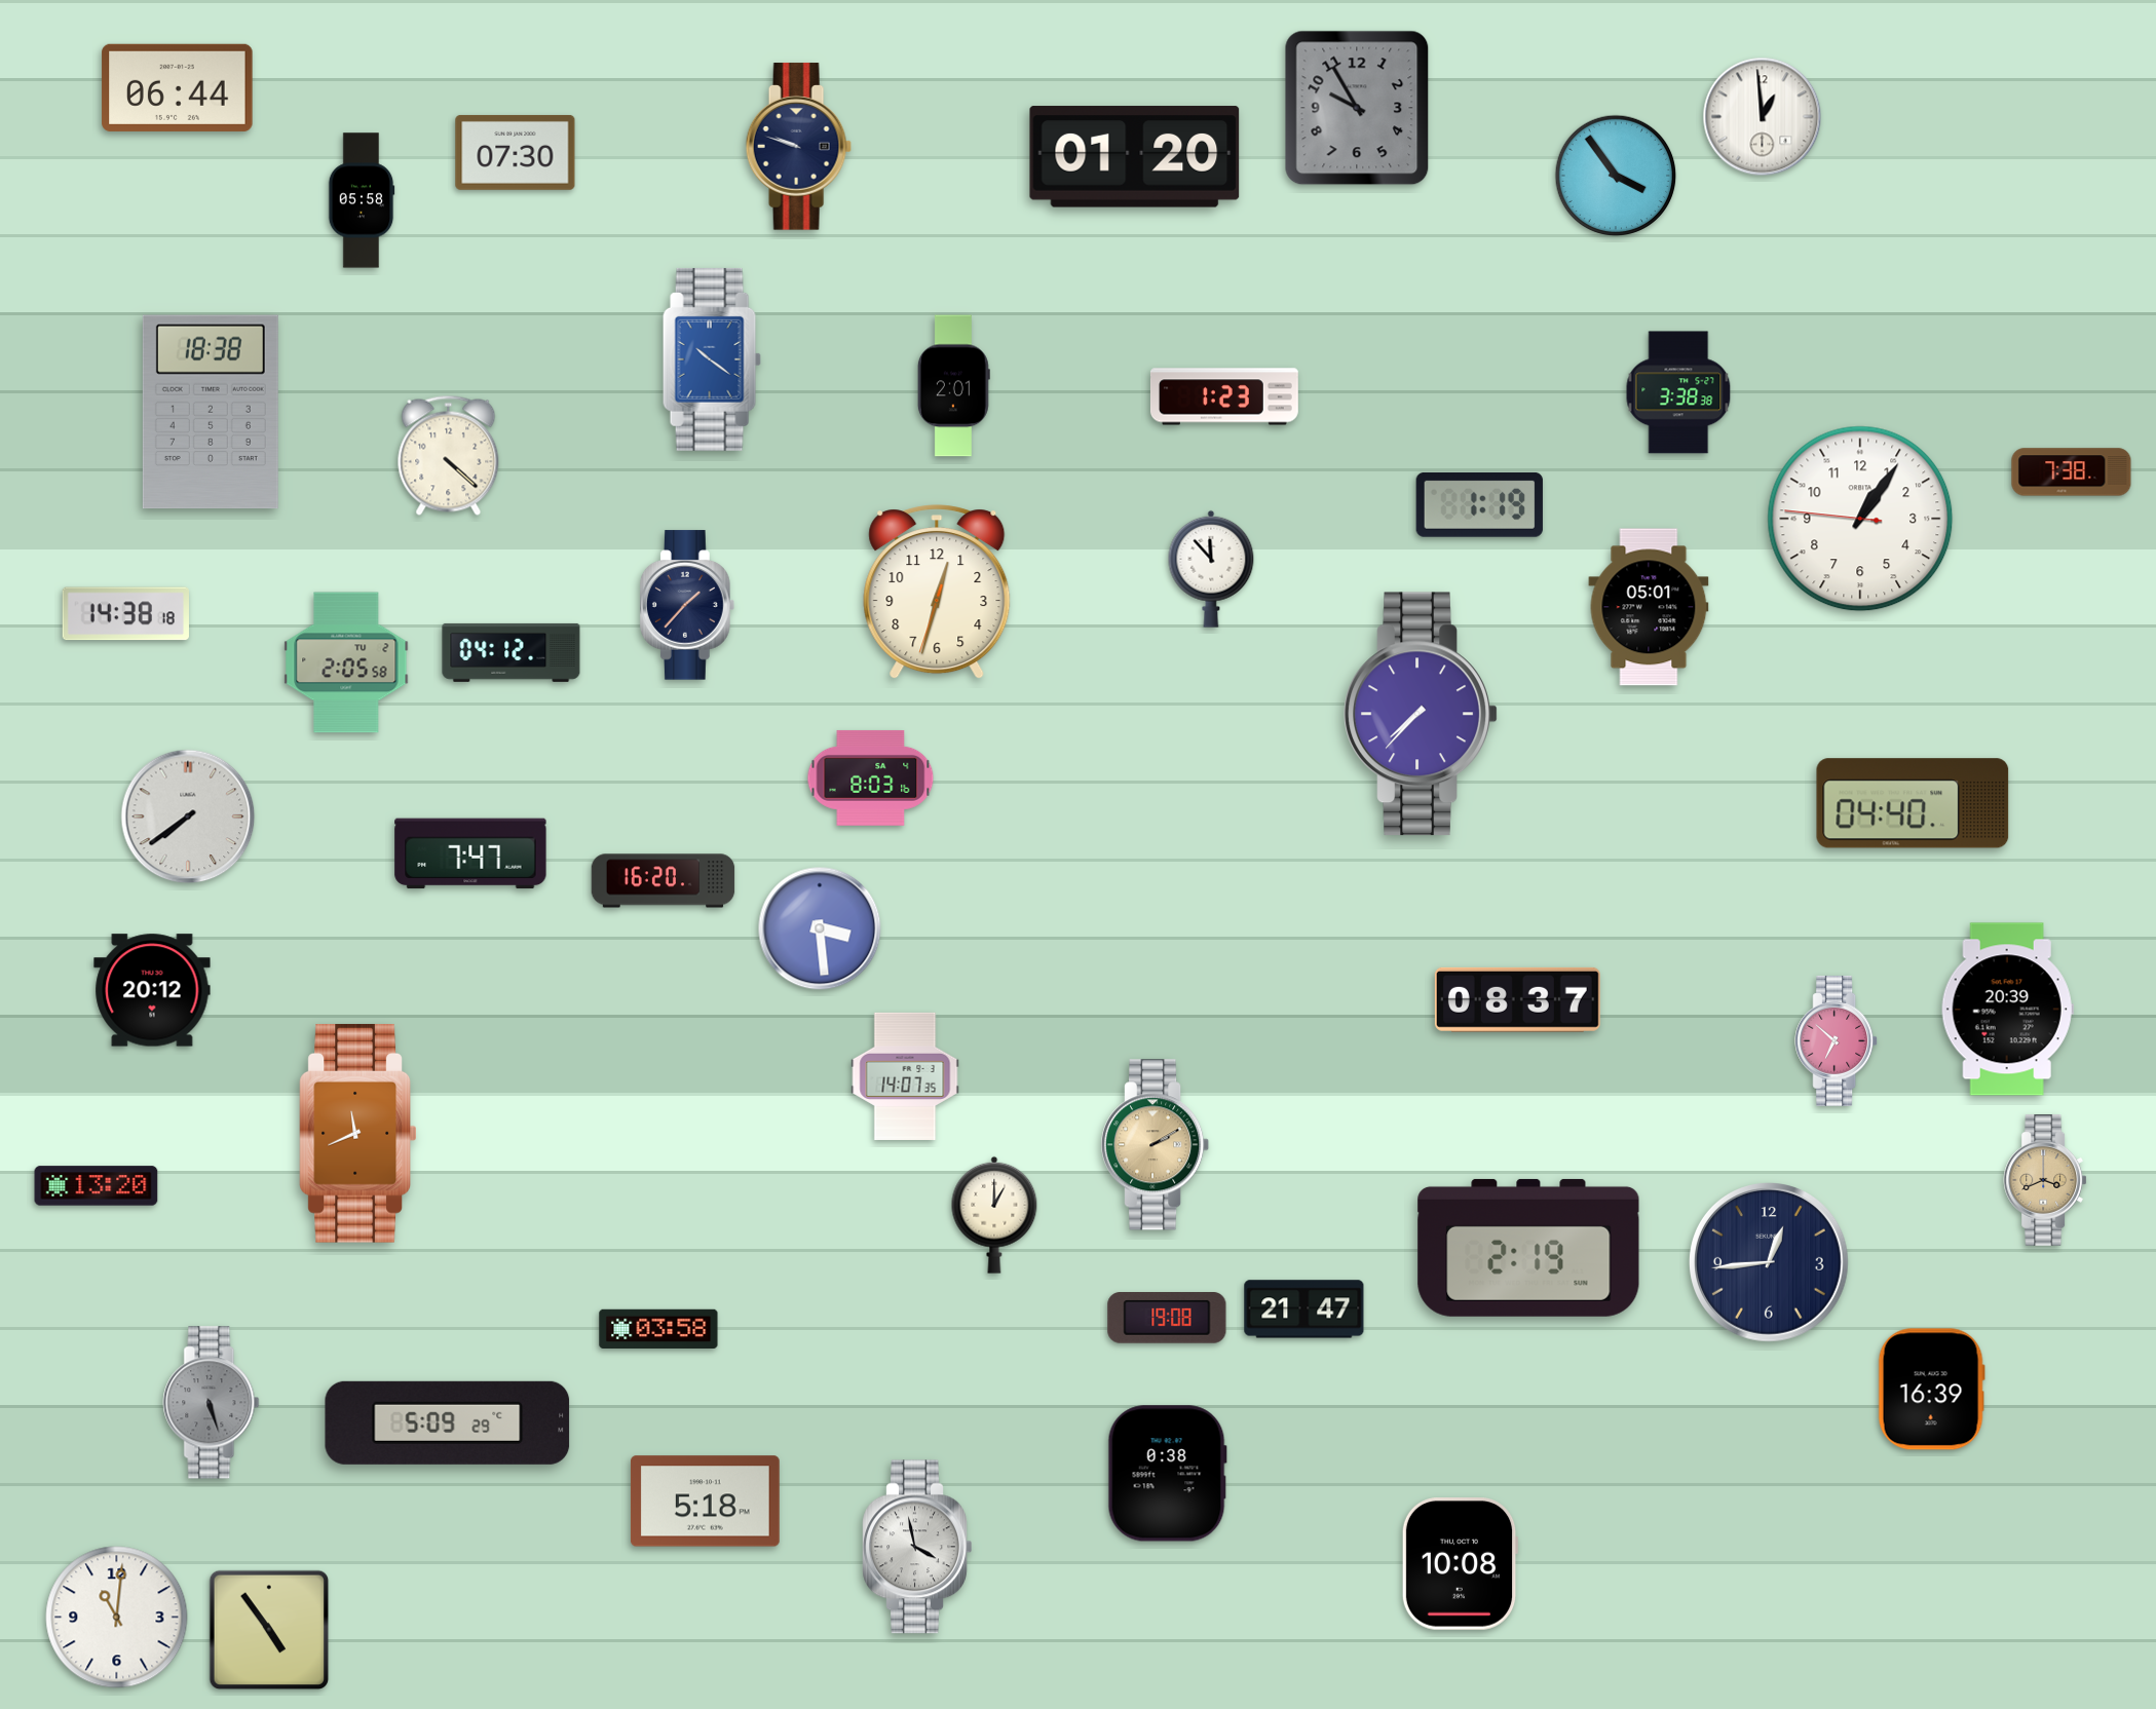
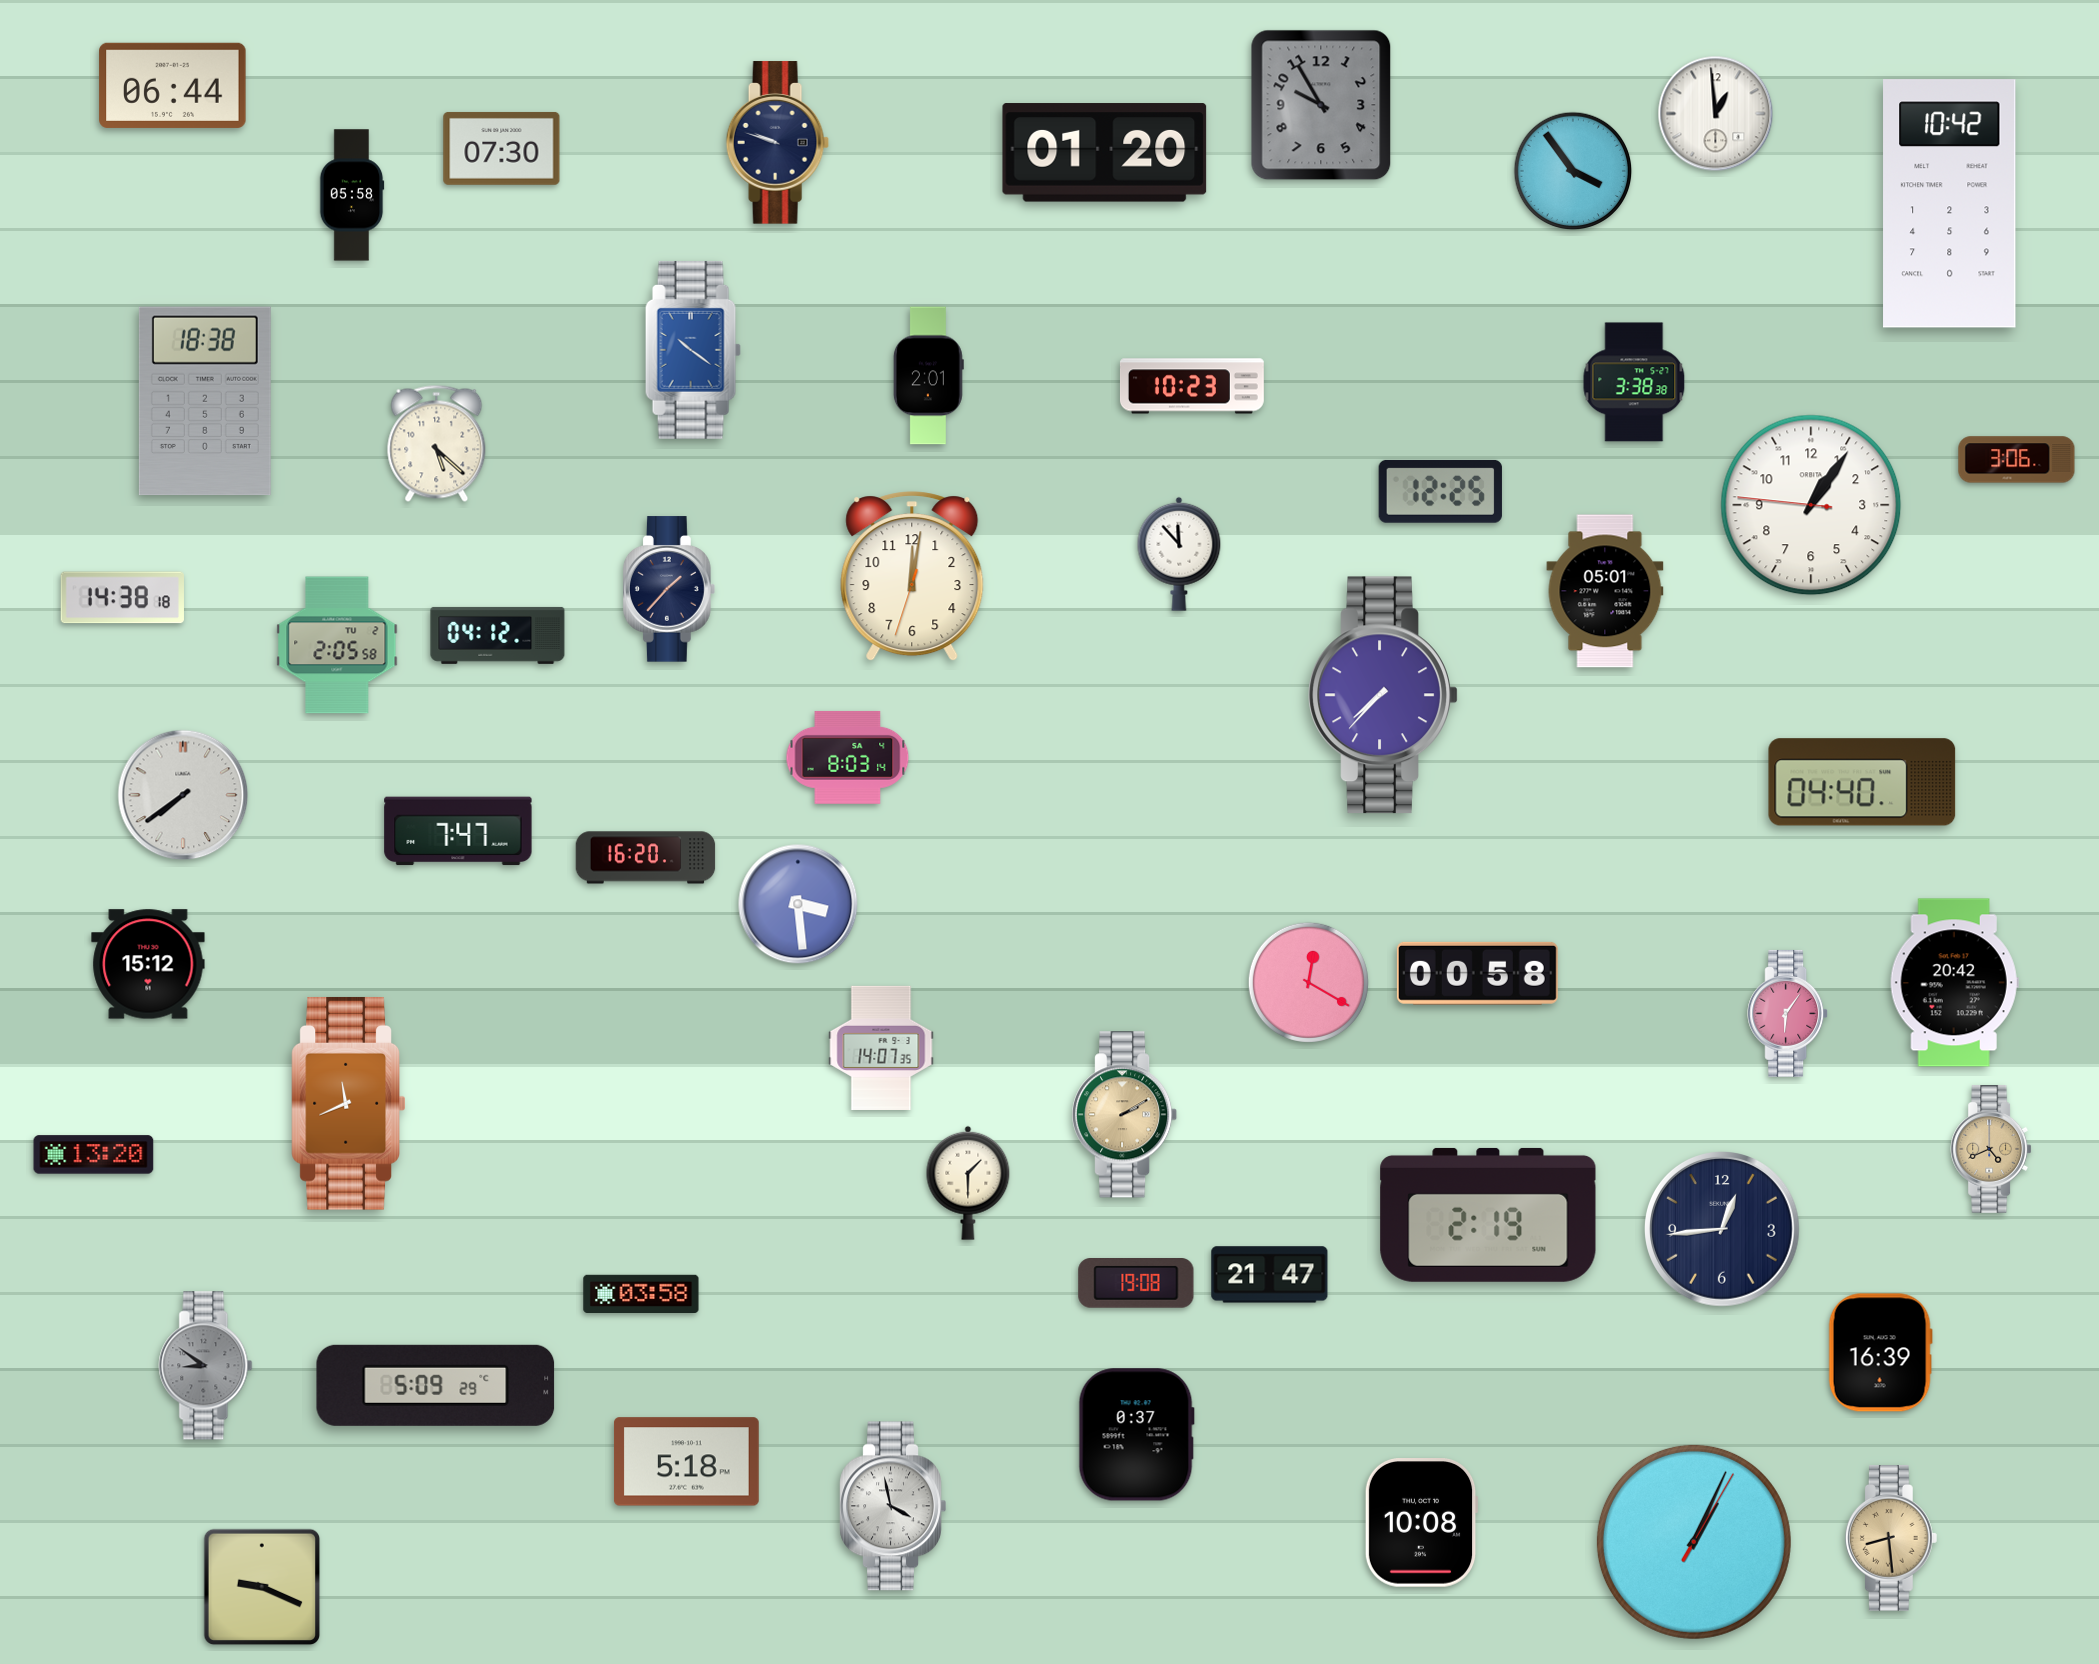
clock at (1950, 204): none -> 10:42
clock at (1224, 396): 1:23 -> 10:23
clock at (449, 455): 4:22 -> 5:22
clock at (2072, 472): 7:38 -> 3:06
clock at (1479, 504): 1:19 -> 12:25
clock at (937, 593): 12:32 -> 12:01
clock at (871, 777): 8:03:16 -> 8:03:14
clock at (152, 990): 20:12 -> 15:12
clock at (1517, 999): 08:37 -> 00:58
clock at (1308, 982): none -> 12:20
clock at (2007, 1010): 20:39 -> 20:42
clock at (1837, 1040): 6:52 -> 6:06
clock at (2045, 1181): 3:41 -> 4:41
clock at (994, 1215): 1:00 -> 1:30
clock at (212, 1403): 5:27 -> 8:51
clock at (1167, 1474): 0:38 -> 0:37
clock at (1891, 1538): none -> 8:29
clock at (1694, 1542): none -> 1:04
clock at (117, 1618): 11:01 -> none
clock at (269, 1630): 4:54 -> 9:19
